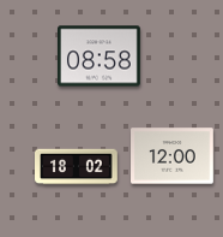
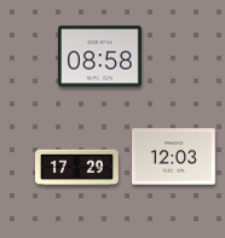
clock at (173, 156): 12:00 -> 12:03
clock at (77, 167): 18:02 -> 17:29
